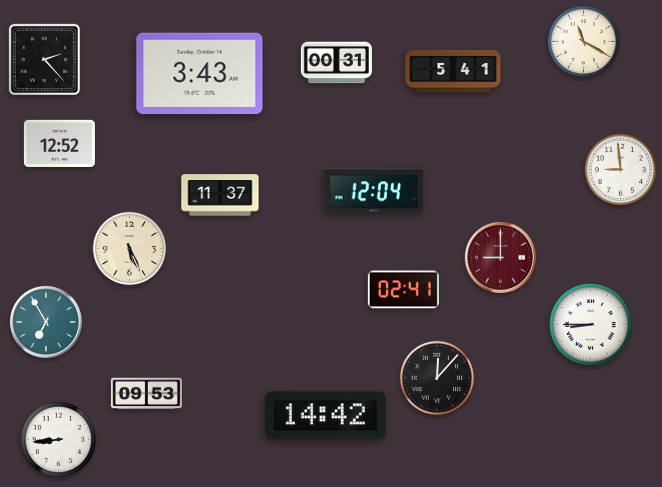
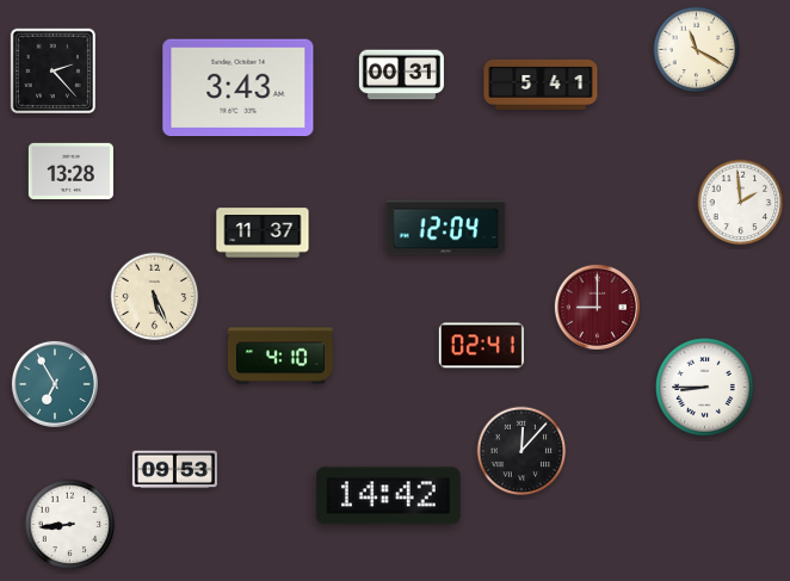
clock at (59, 143): 12:52 -> 13:28
clock at (621, 170): 8:59 -> 1:59
clock at (280, 356): none -> 4:10
